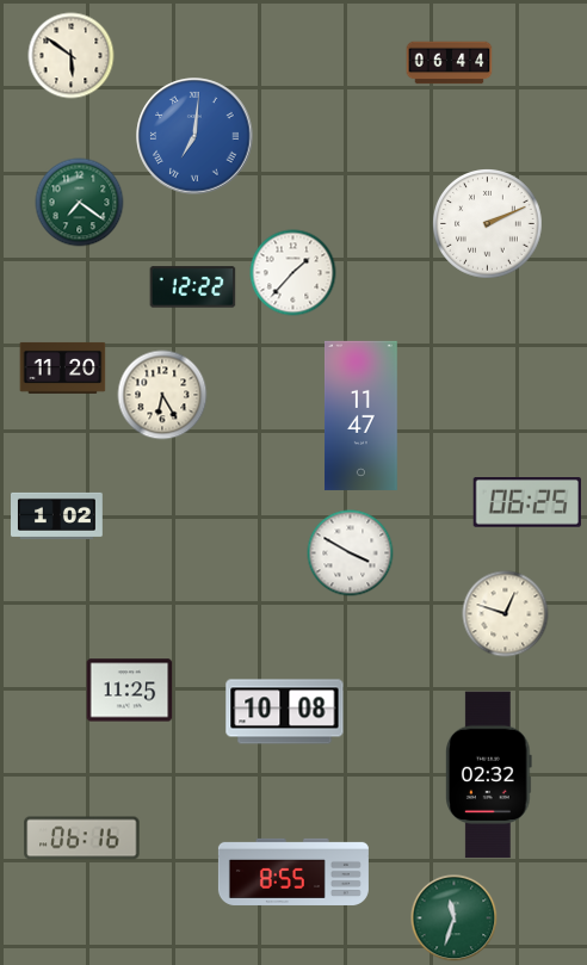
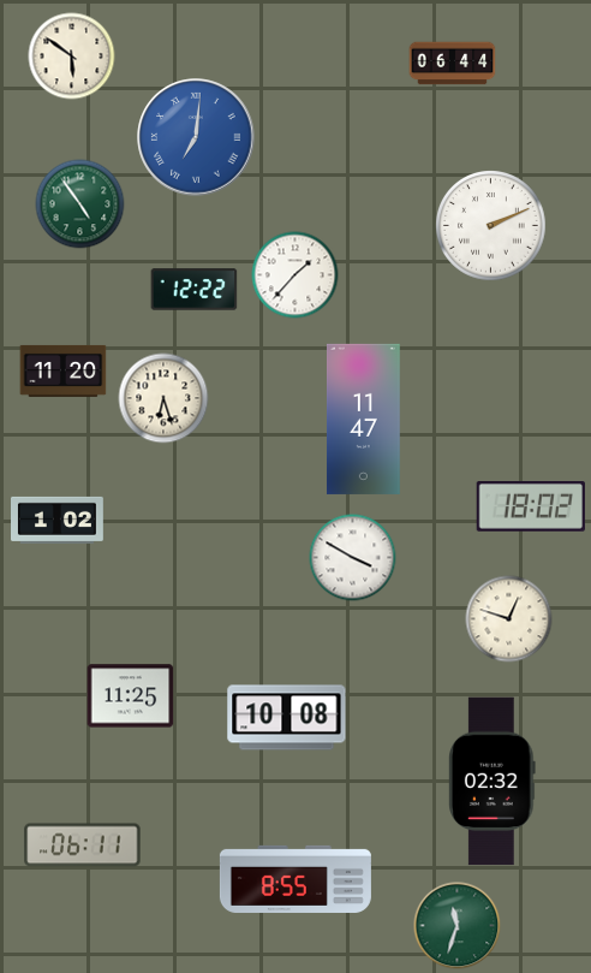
clock at (80, 203): 7:21 -> 4:54
clock at (162, 395): 6:25 -> 6:27
clock at (527, 503): 06:25 -> 18:02
clock at (82, 839): 06:16 -> 06:11
